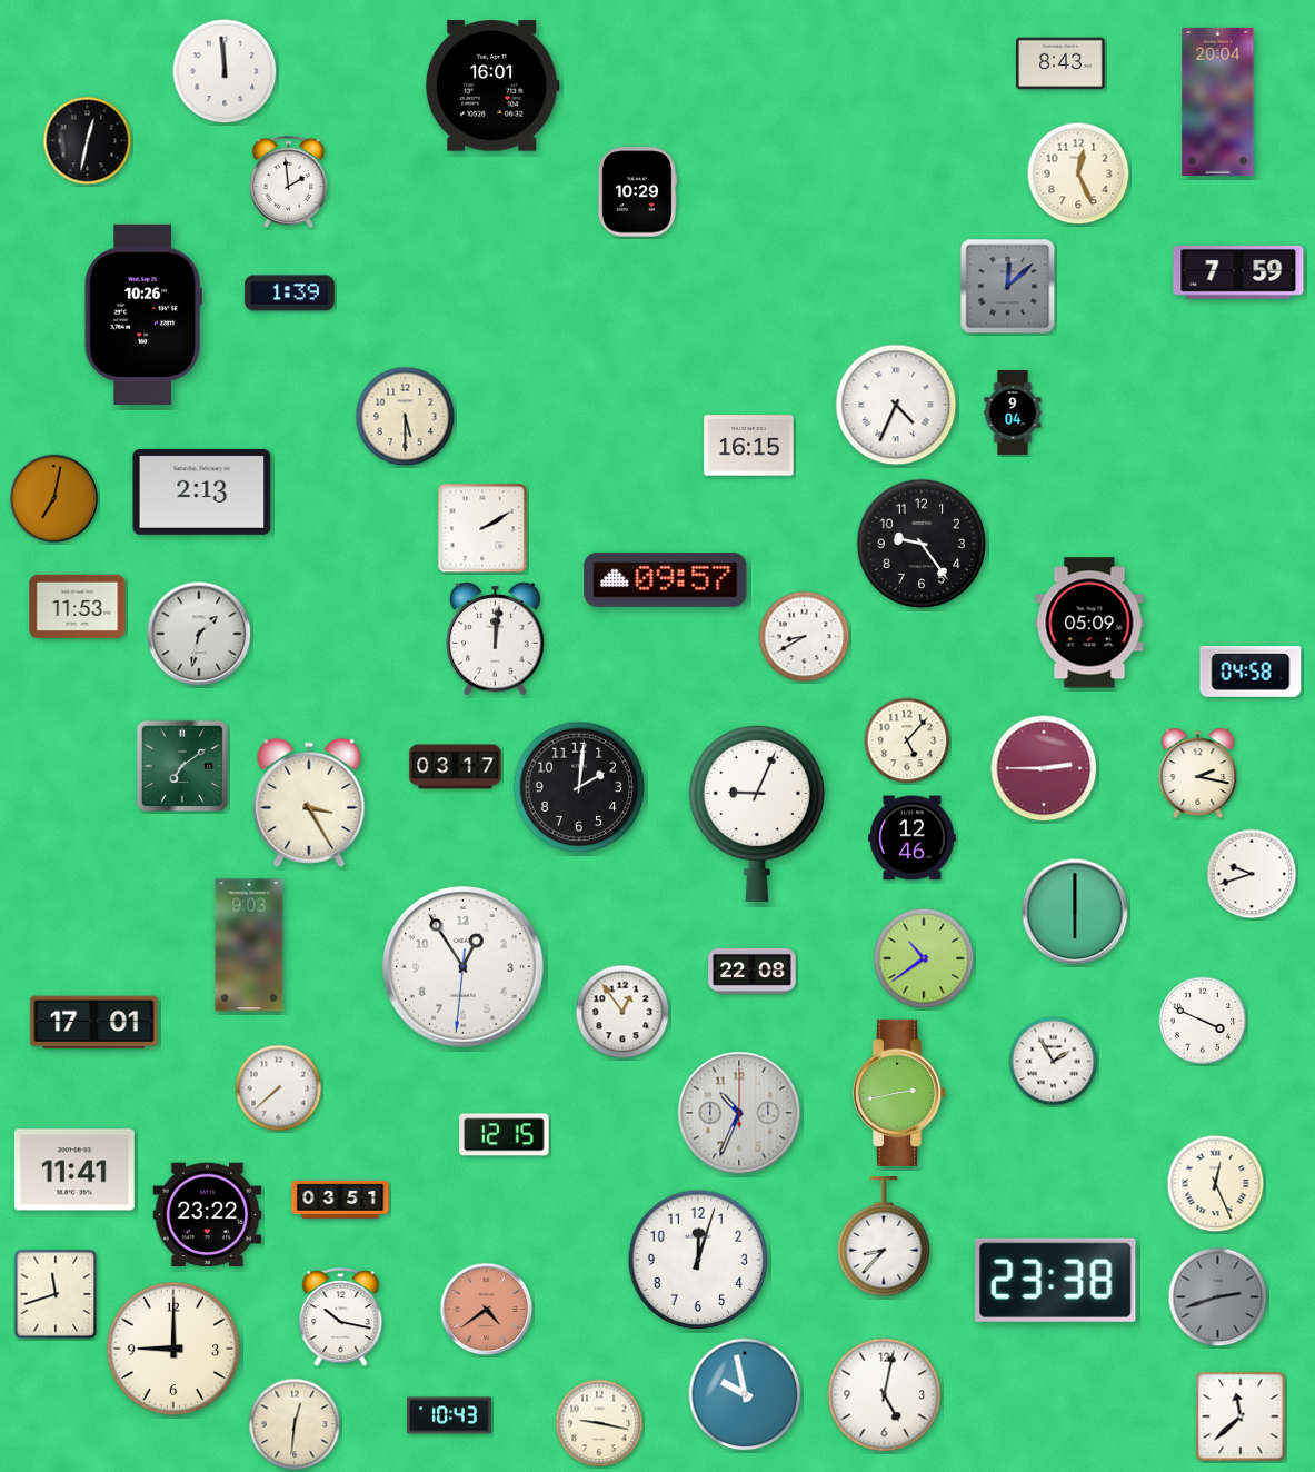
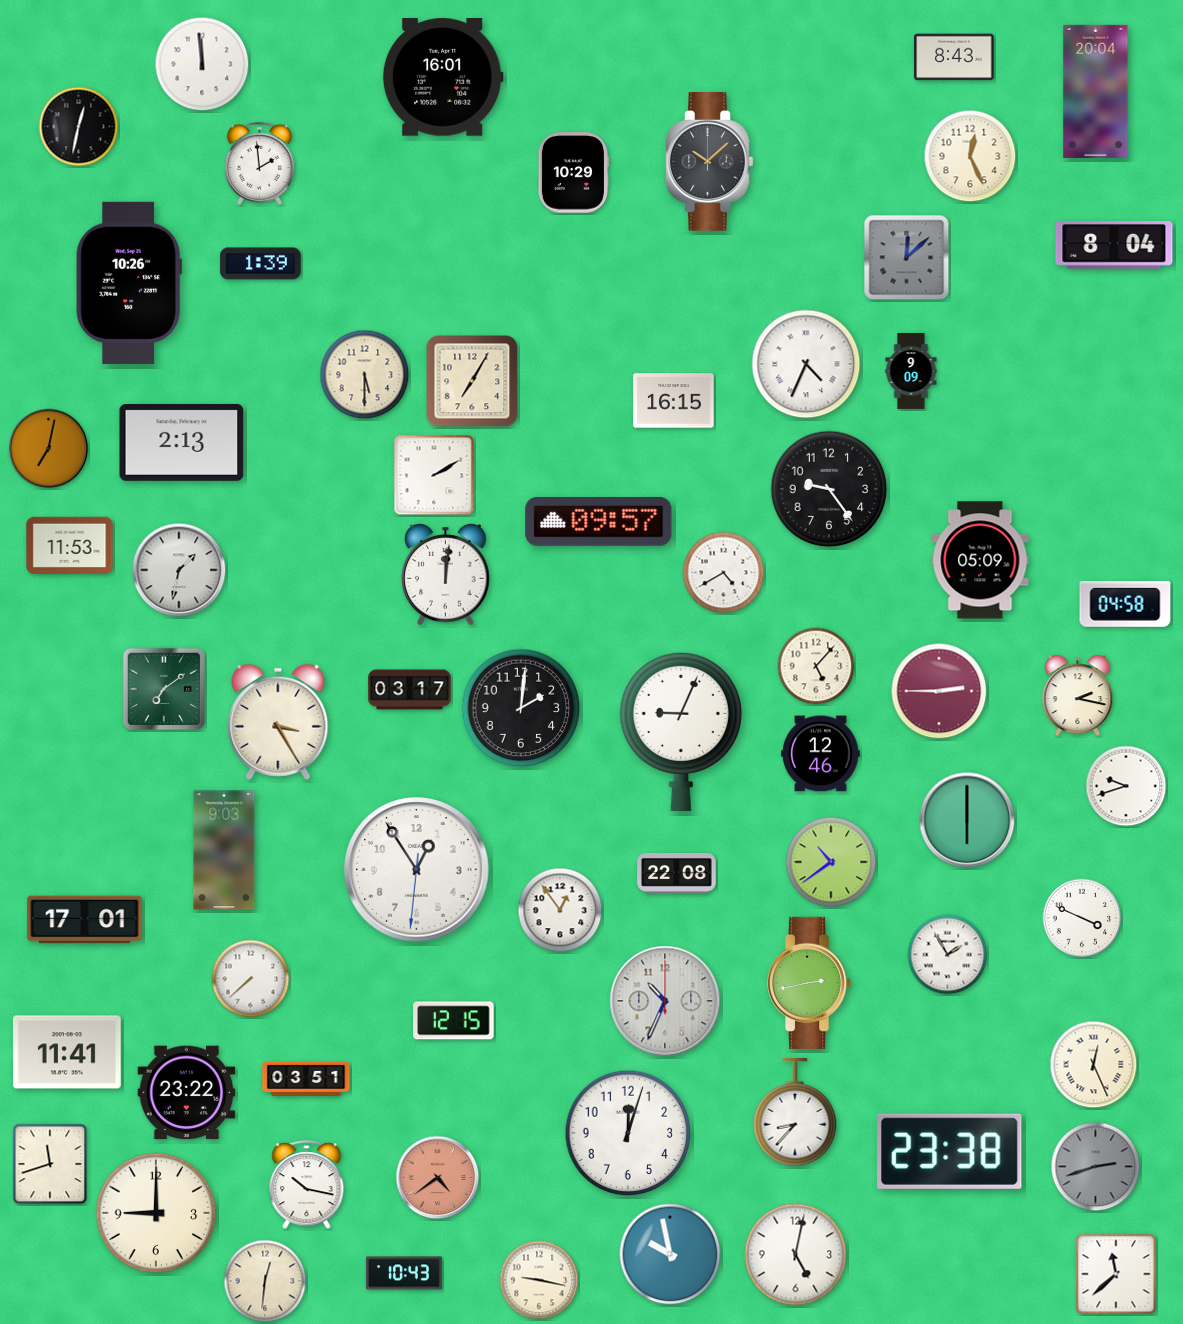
clock at (710, 162): none -> 10:08
clock at (1238, 272): 7:59 -> 8:04
clock at (1013, 412): 9:04 -> 9:09
clock at (472, 381): none -> 7:05
clock at (805, 637): 8:40 -> 4:40
